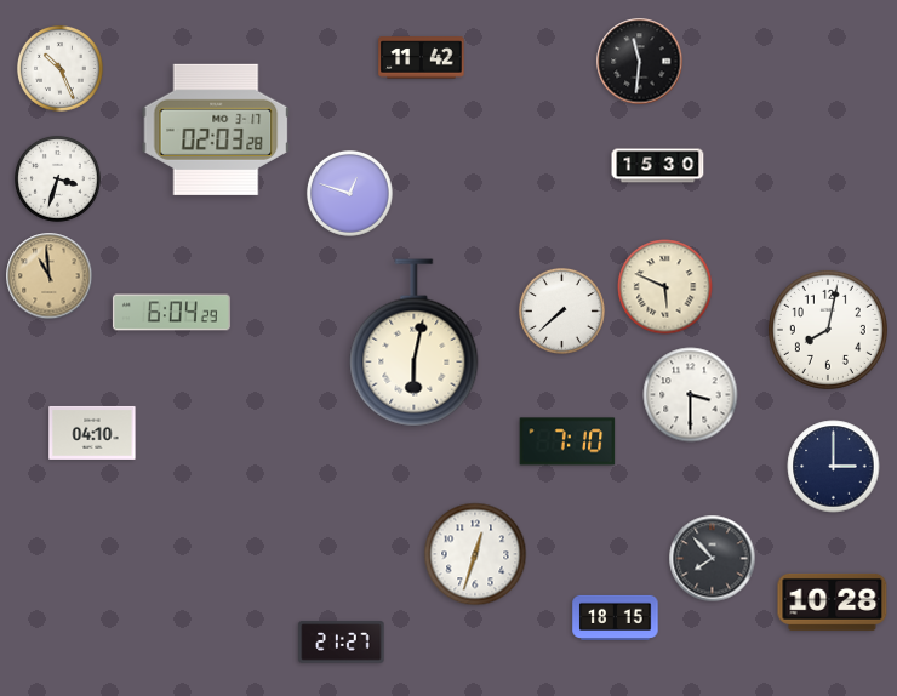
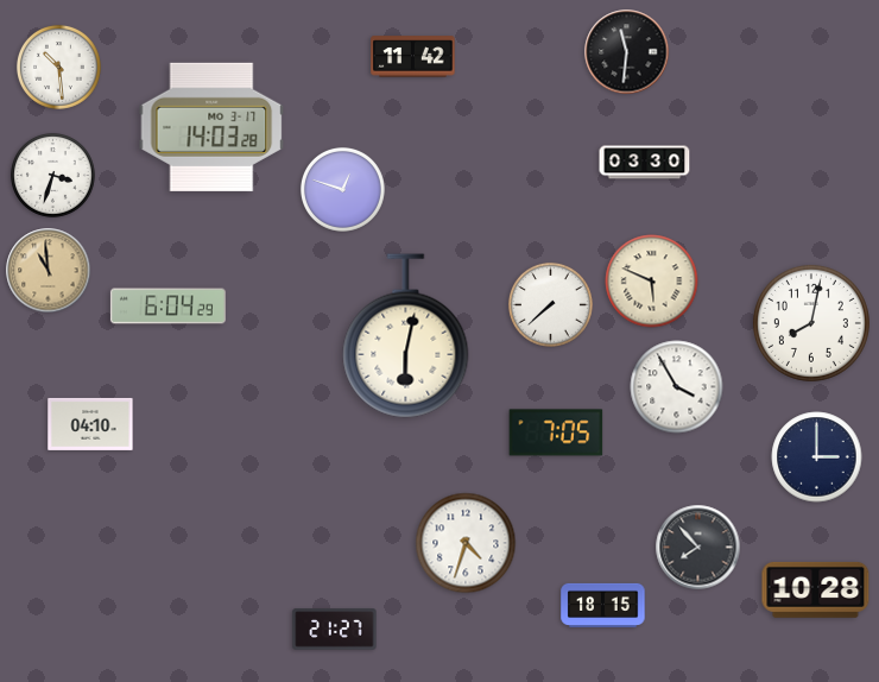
clock at (640, 62) position: (640, 62) -> (627, 52)
clock at (59, 68): 10:26 -> 10:29
clock at (216, 130): 02:03 -> 14:03
clock at (658, 166): 15:30 -> 03:30
clock at (57, 178) position: (57, 178) -> (52, 175)
clock at (691, 395): 3:30 -> 3:55
clock at (567, 441): 7:10 -> 7:05
clock at (475, 554): 12:33 -> 4:33
